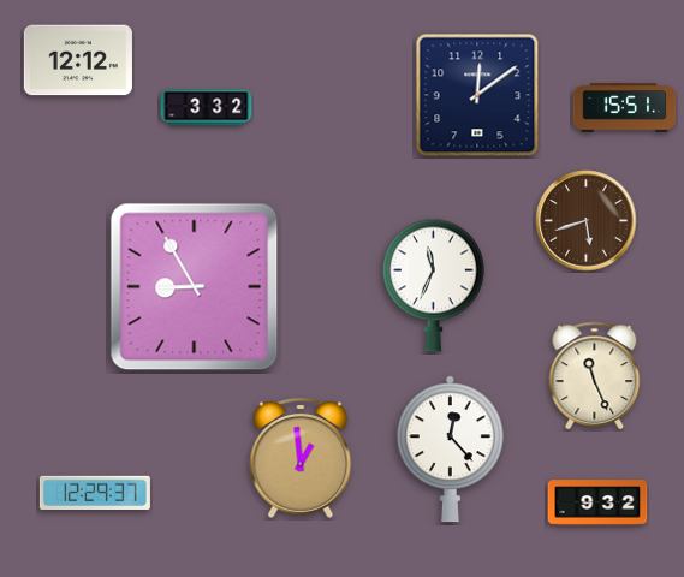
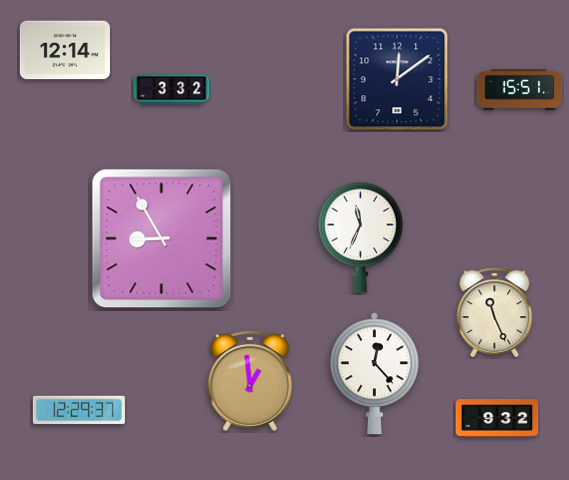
clock at (78, 60): 12:12 -> 12:14
clock at (587, 221): 5:42 -> none
